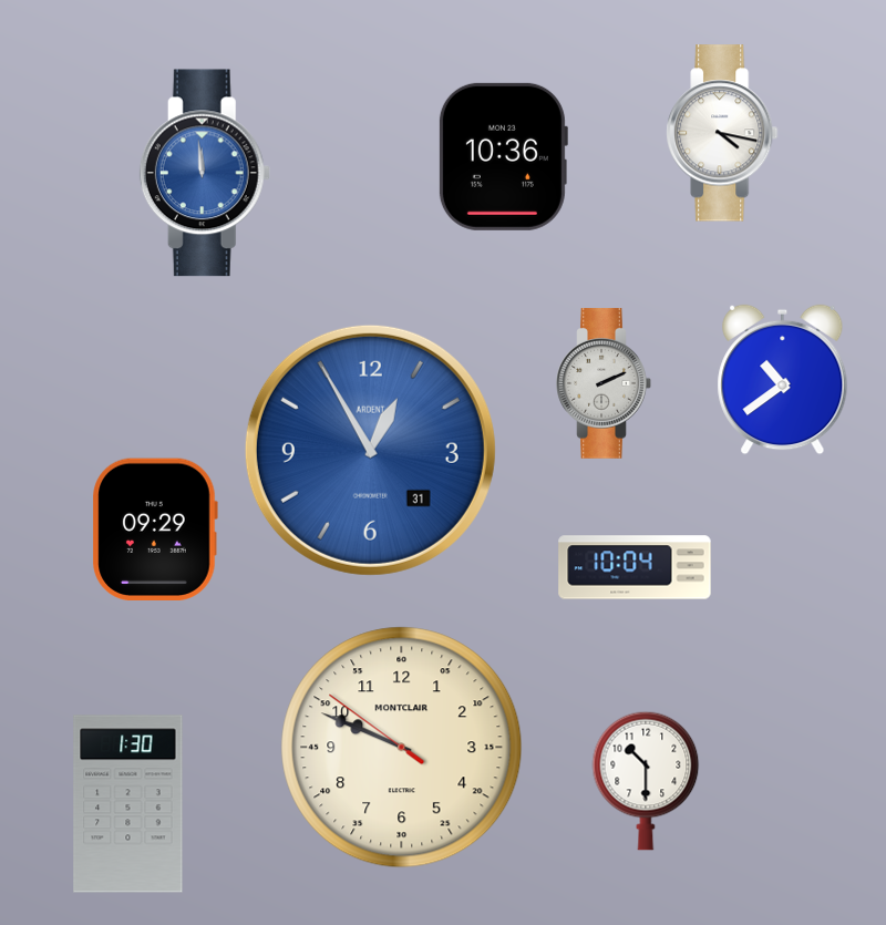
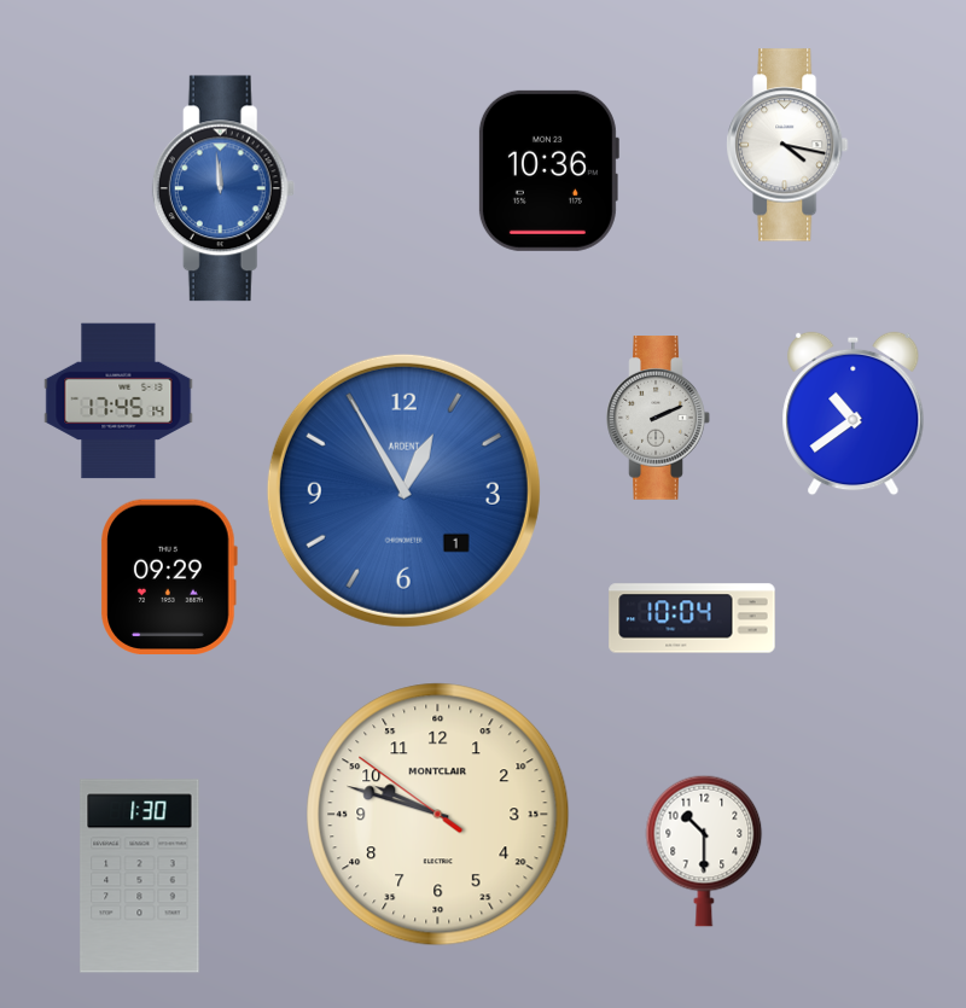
clock at (118, 401): none -> 17:45
clock at (370, 450) date: 31 -> 1
clock at (402, 748): 9:48 -> 9:47
